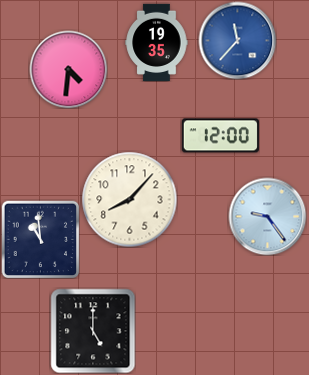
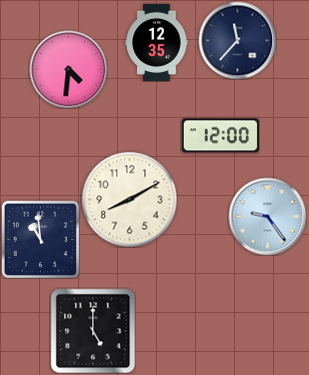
clock at (237, 40) dial: blue -> navy
clock at (157, 42): 19:35 -> 12:35
clock at (129, 199): 8:07 -> 8:10
